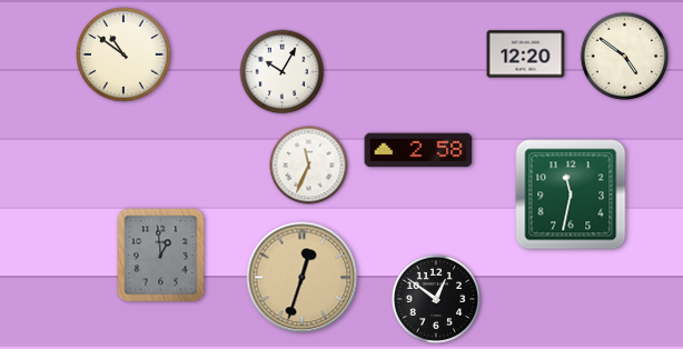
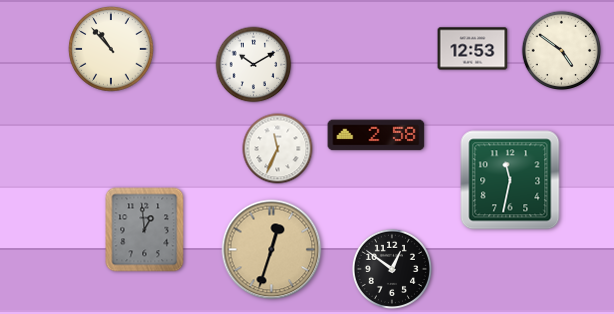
clock at (123, 54): 10:51 -> 10:53
clock at (526, 54): 12:20 -> 12:53
clock at (283, 72): 10:05 -> 10:10
clock at (571, 195) position: (571, 195) -> (510, 180)
